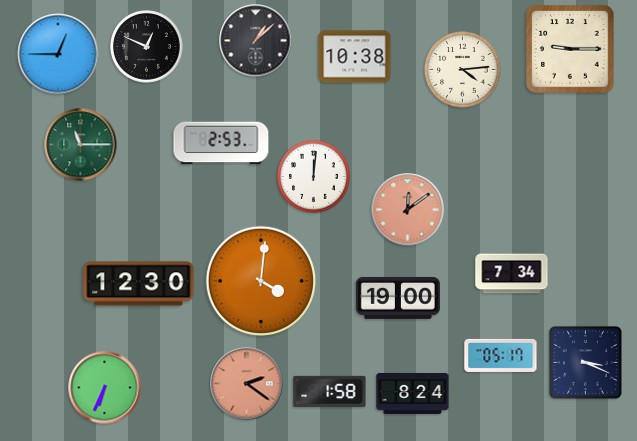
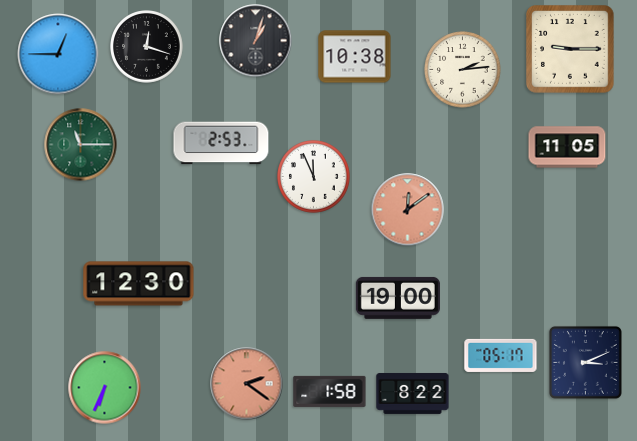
clock at (256, 41): 1:08 -> 1:03
clock at (147, 47): 12:49 -> 12:18
clock at (463, 70): 4:14 -> 2:14
clock at (567, 147): none -> 11:05
clock at (314, 177): 12:01 -> 11:56
clock at (512, 274): 7:34 -> none
clock at (261, 281): 4:01 -> none
clock at (585, 362): 3:19 -> 3:11
clock at (413, 393): 8:24 -> 8:22
